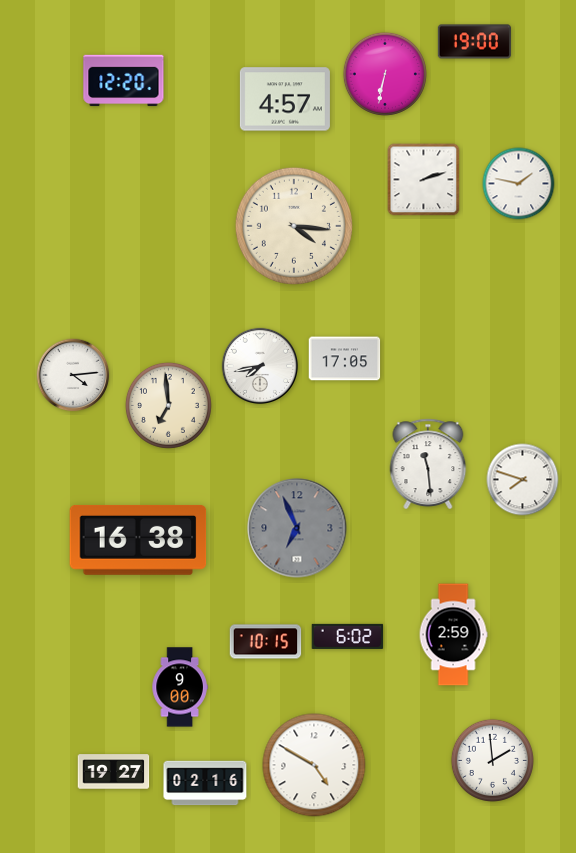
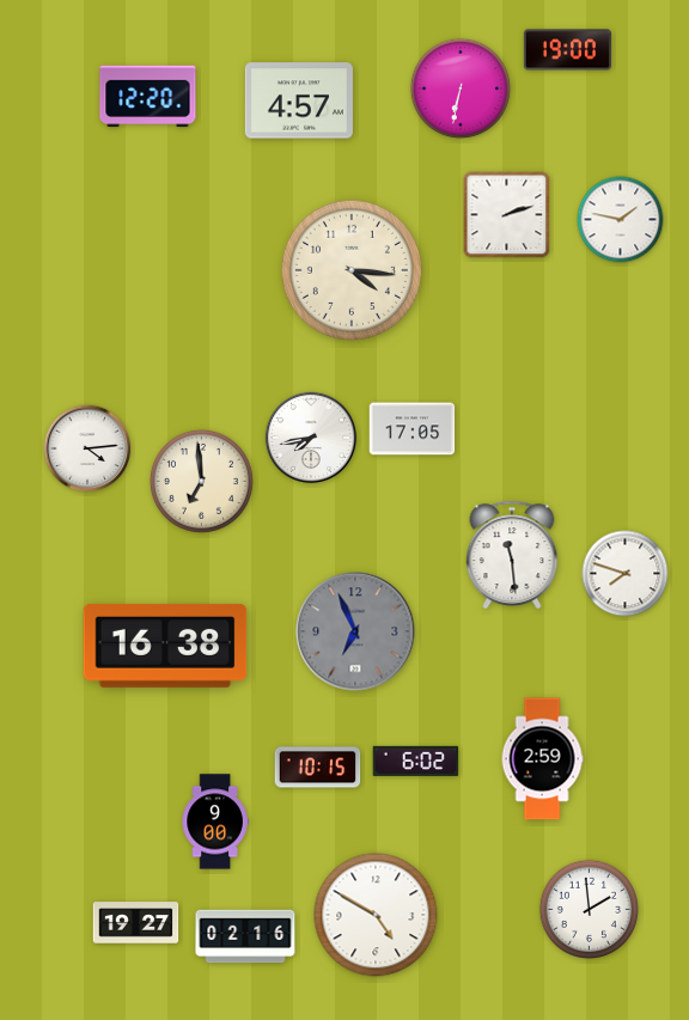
clock at (285, 99) position: (285, 99) -> (299, 100)
clock at (168, 405) position: (168, 405) -> (201, 481)
